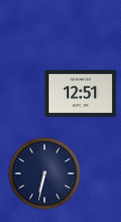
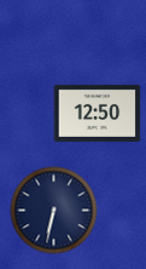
clock at (81, 93): 12:51 -> 12:50
